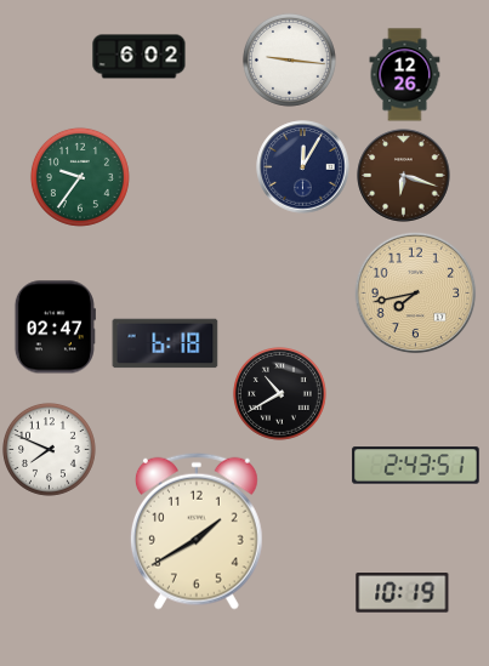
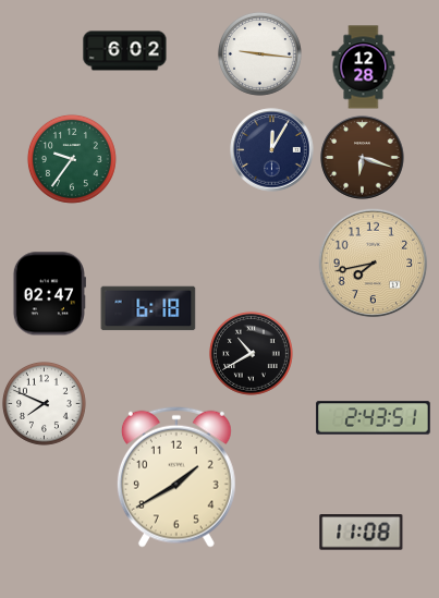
clock at (405, 75): 12:26 -> 12:28
clock at (403, 593): 10:19 -> 11:08
